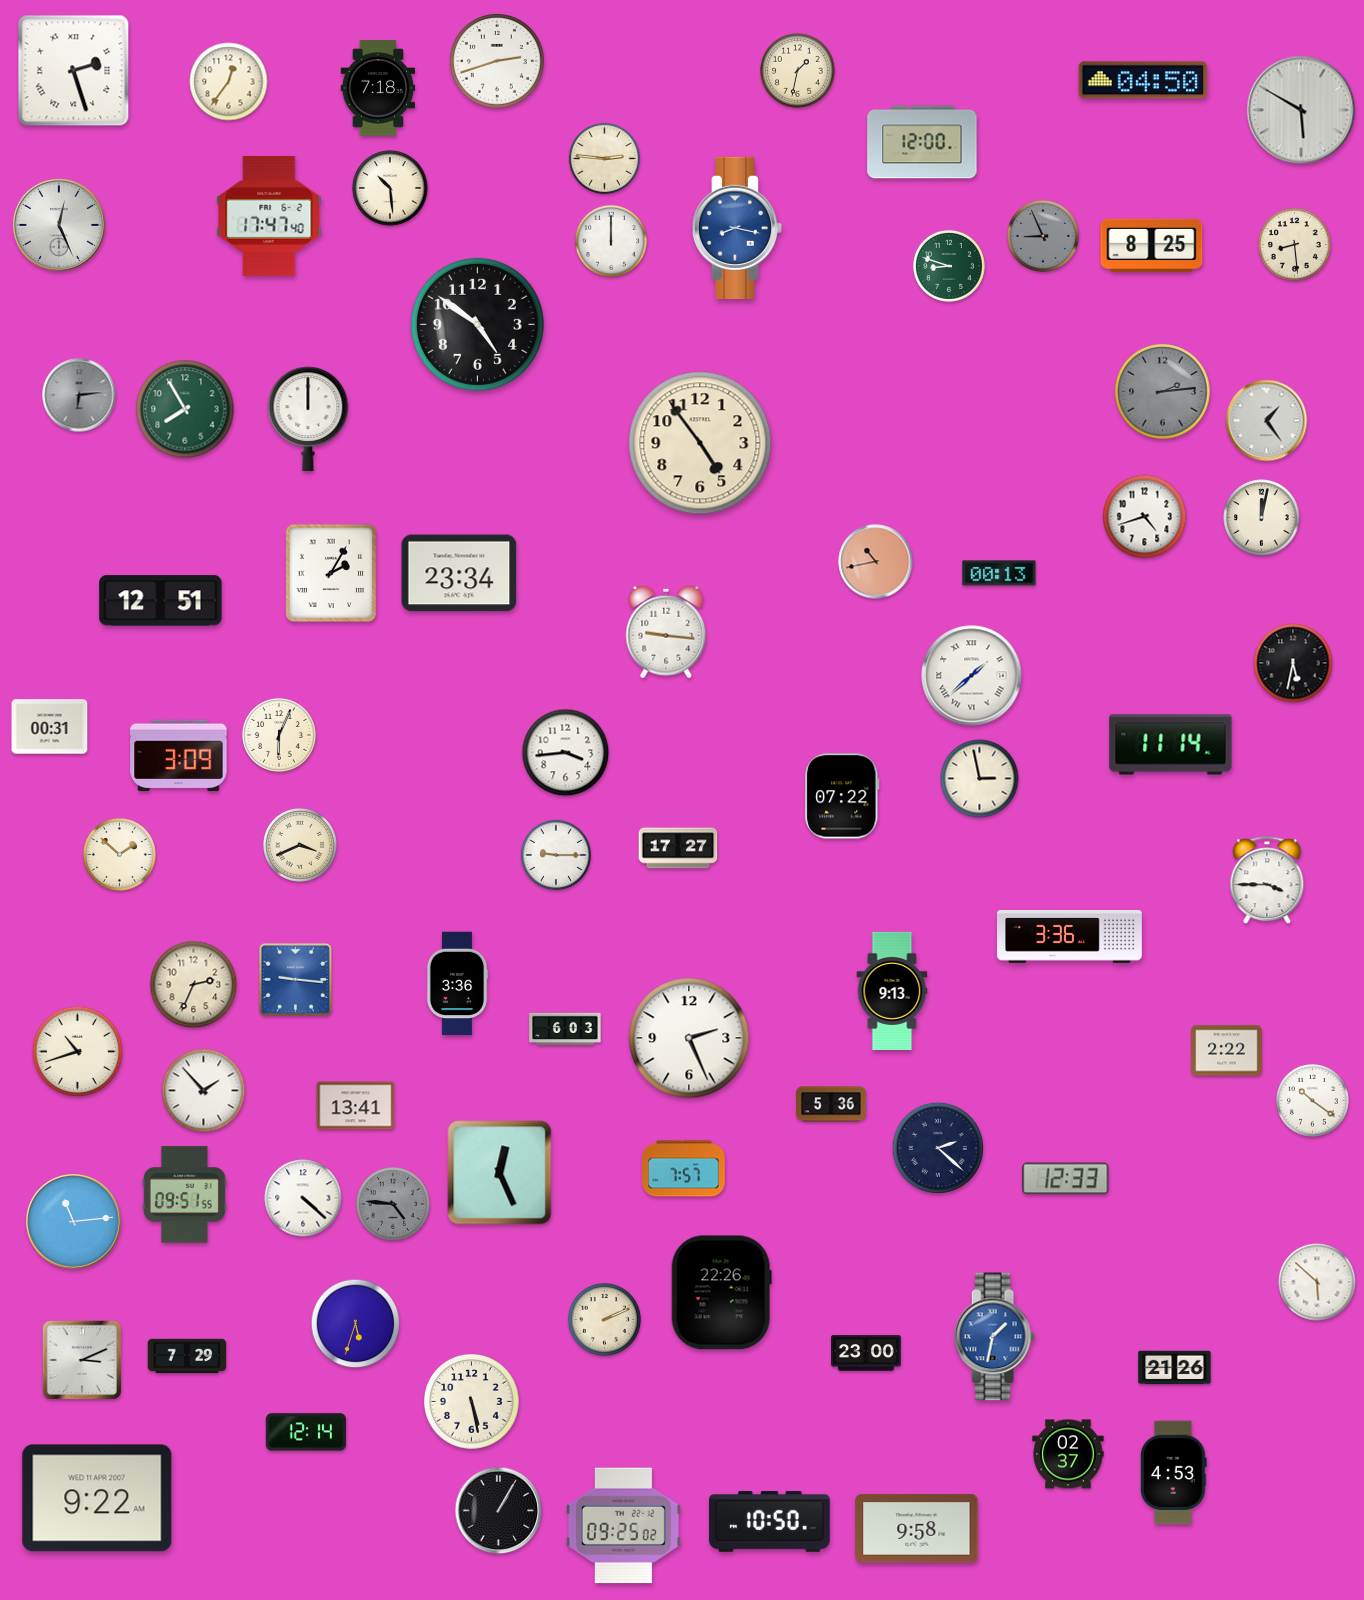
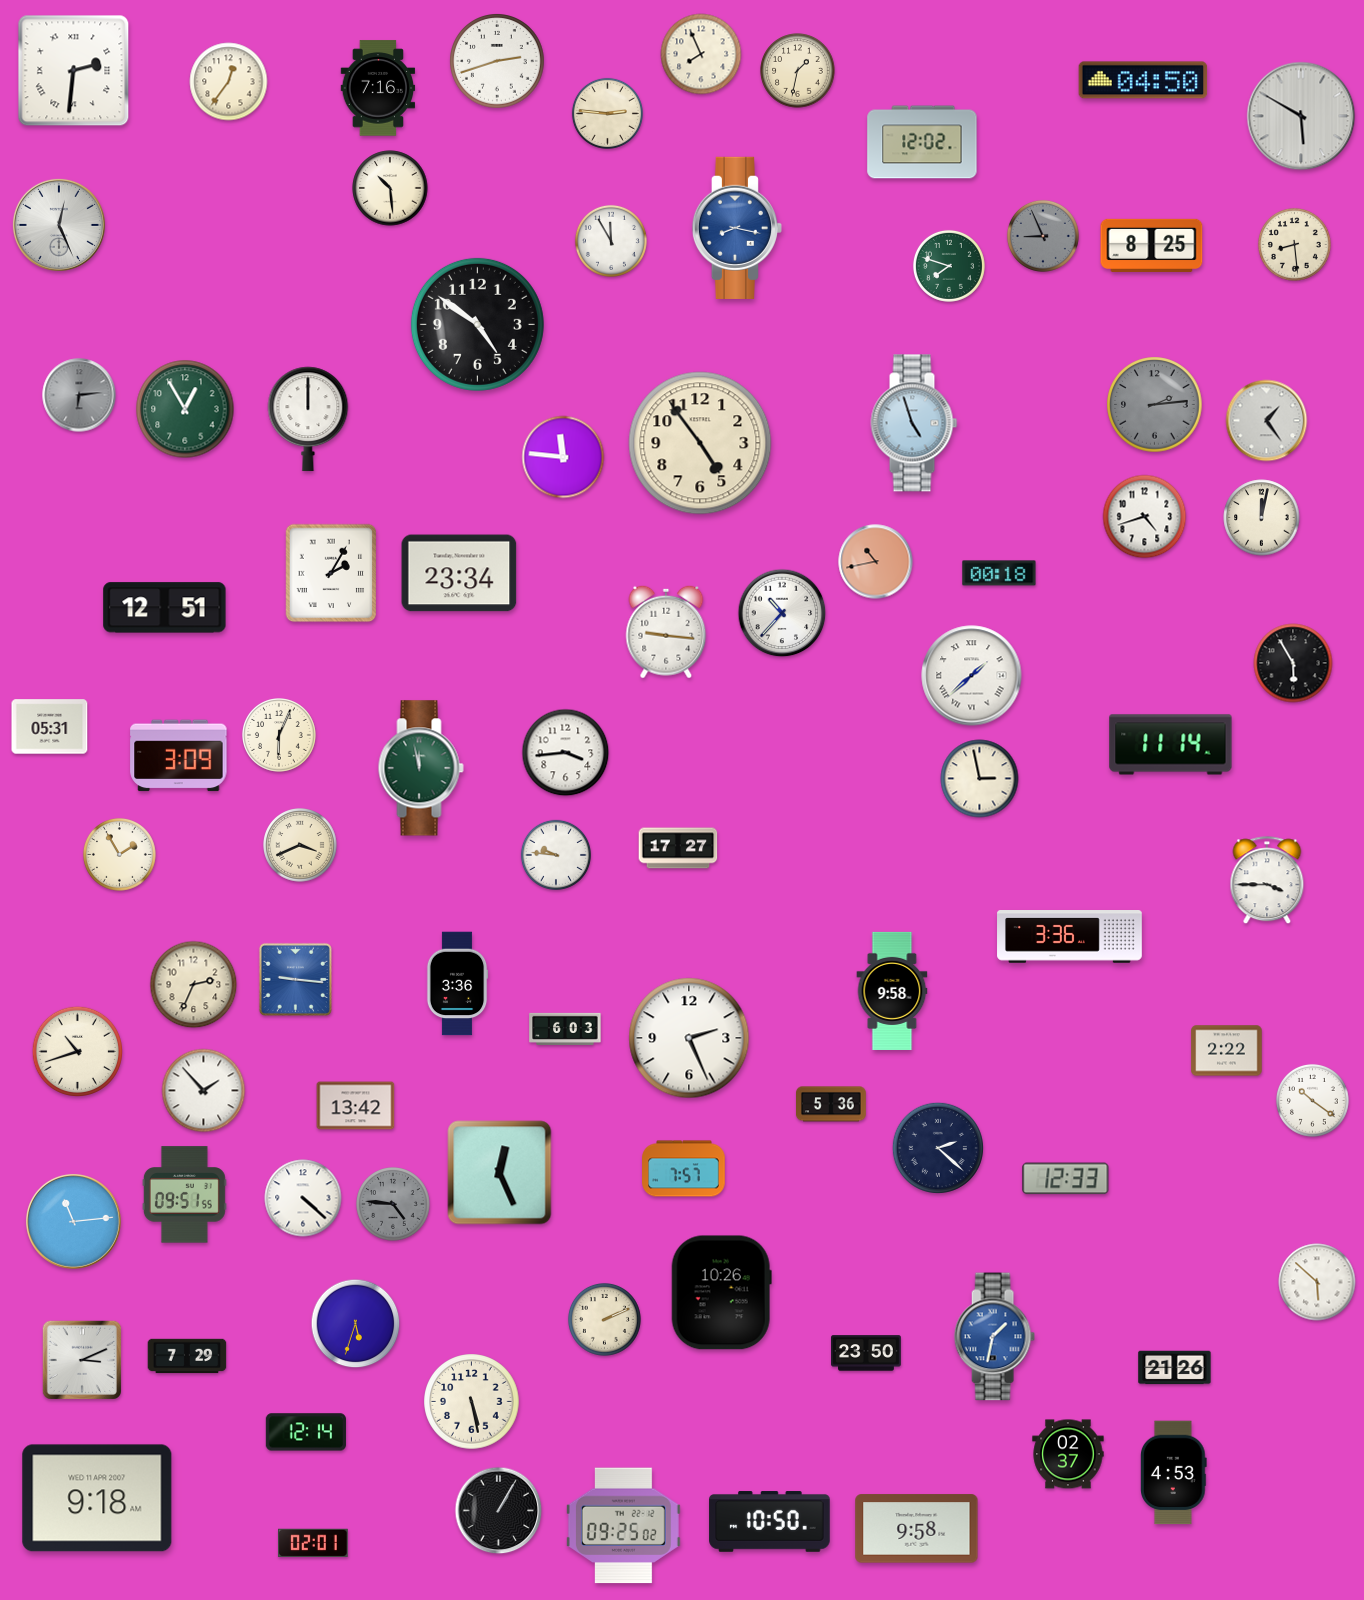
clock at (701, 54): none -> 7:56
clock at (74, 71): 2:27 -> 2:31
clock at (378, 88): 7:18 -> 7:16
clock at (1301, 110) position: (1301, 110) -> (1301, 116)
clock at (922, 142): 12:00 -> 12:02
clock at (604, 158) position: (604, 158) -> (607, 113)
clock at (269, 216): 17:47 -> none
clock at (611, 241): 12:00 -> 11:55
clock at (949, 266): 8:48 -> 7:48
clock at (1163, 392) position: (1163, 392) -> (1155, 405)
clock at (185, 409): 7:55 -> 12:55
clock at (914, 423): none -> 4:57
clock at (563, 457): none -> 11:46
clock at (999, 573): 00:13 -> 00:18
clock at (161, 601) position: (161, 601) -> (165, 608)
clock at (782, 613): none -> 10:37
clock at (1293, 663): 5:32 -> 5:55
clock at (50, 727): 00:31 -> 05:31
clock at (421, 768): none -> 11:58
clock at (842, 796): 07:22 -> none
clock at (119, 854): 1:52 -> 1:55
clock at (555, 854): 9:15 -> 9:46
clock at (892, 991): 9:13 -> 9:58
clock at (356, 1106): 13:41 -> 13:42
clock at (721, 1293): 22:26 -> 10:26
clock at (866, 1353): 23:00 -> 23:50
clock at (97, 1498): 9:22 -> 9:18
clock at (314, 1543): none -> 02:01
